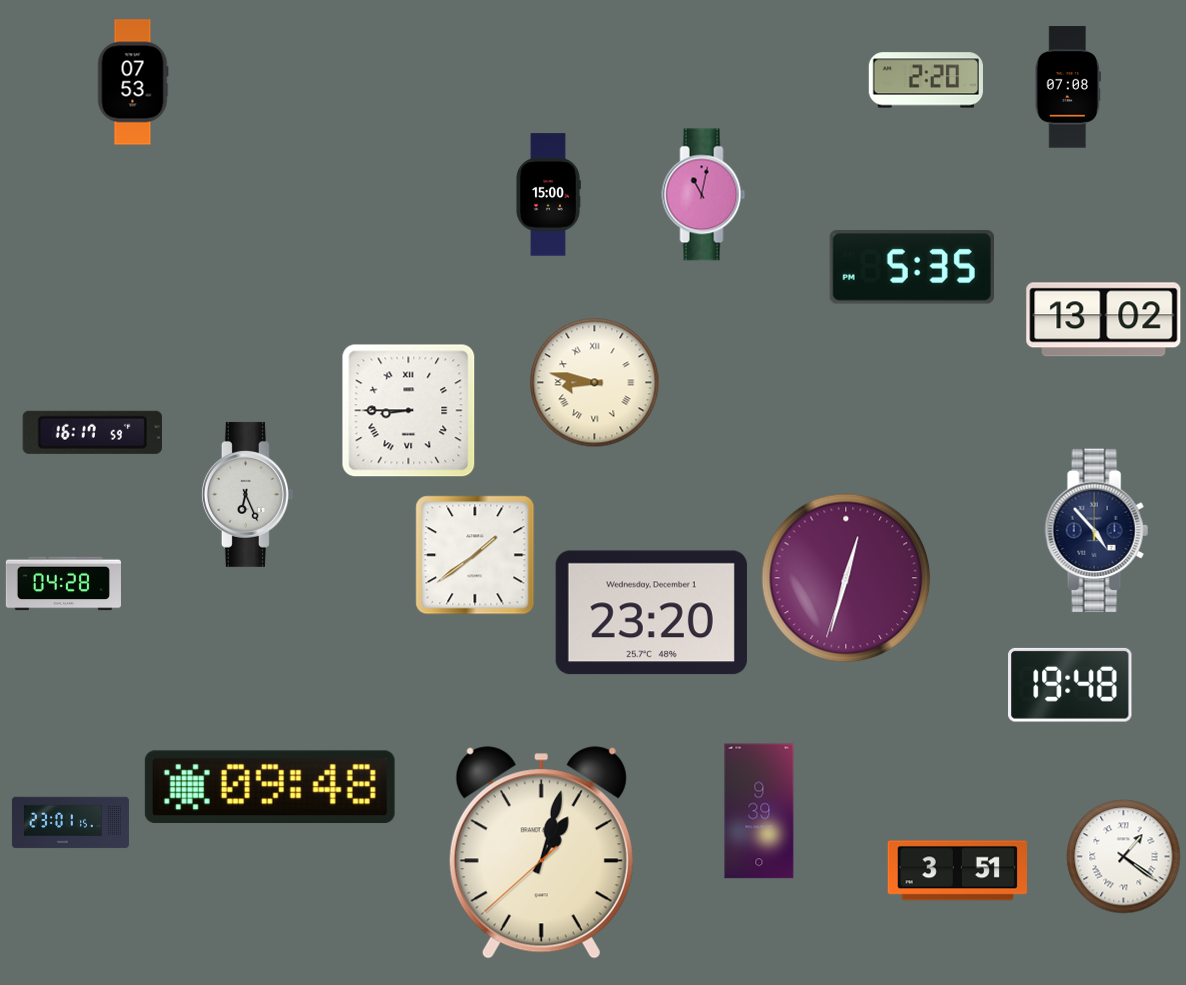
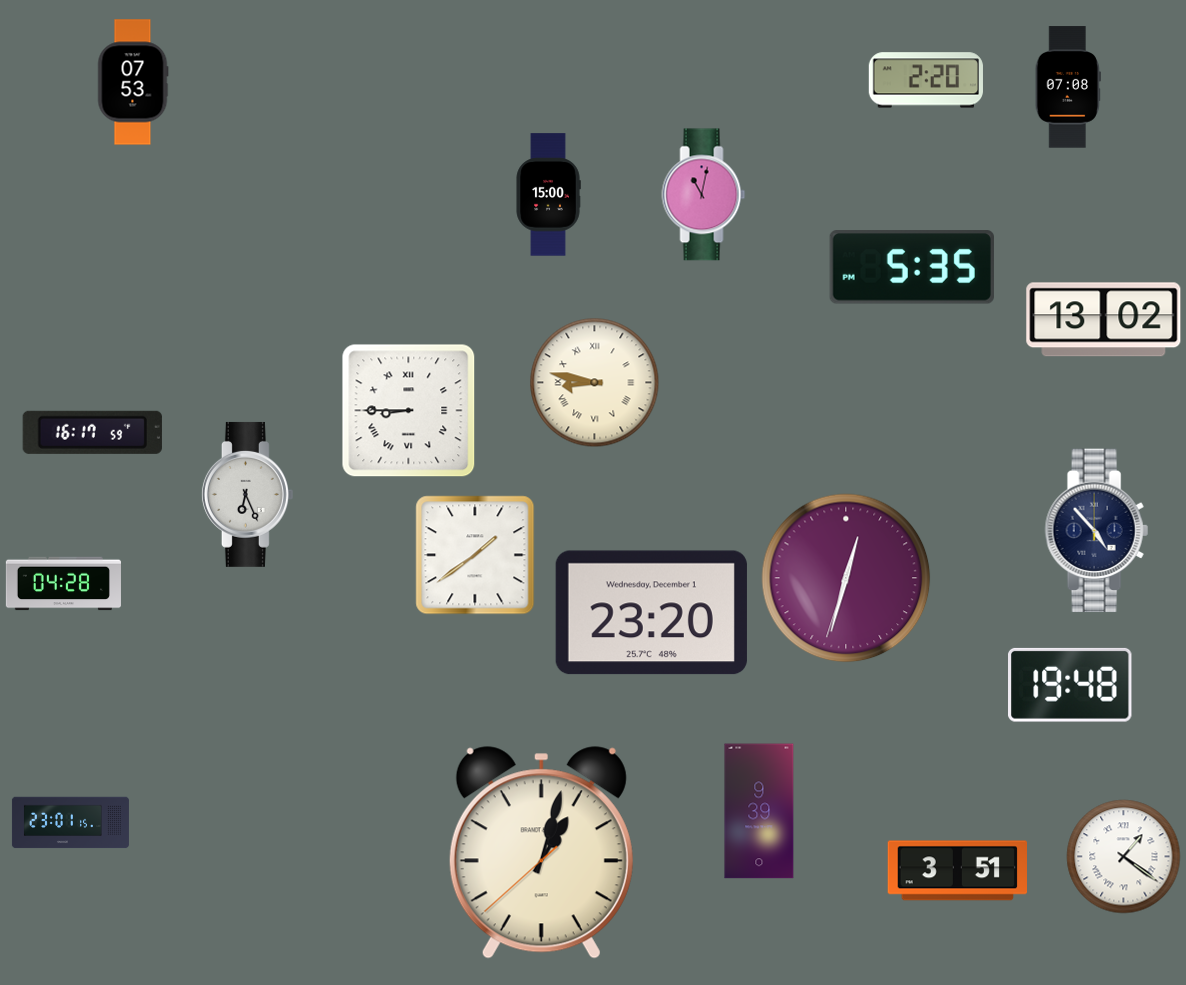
clock at (270, 787): 09:48 -> none
